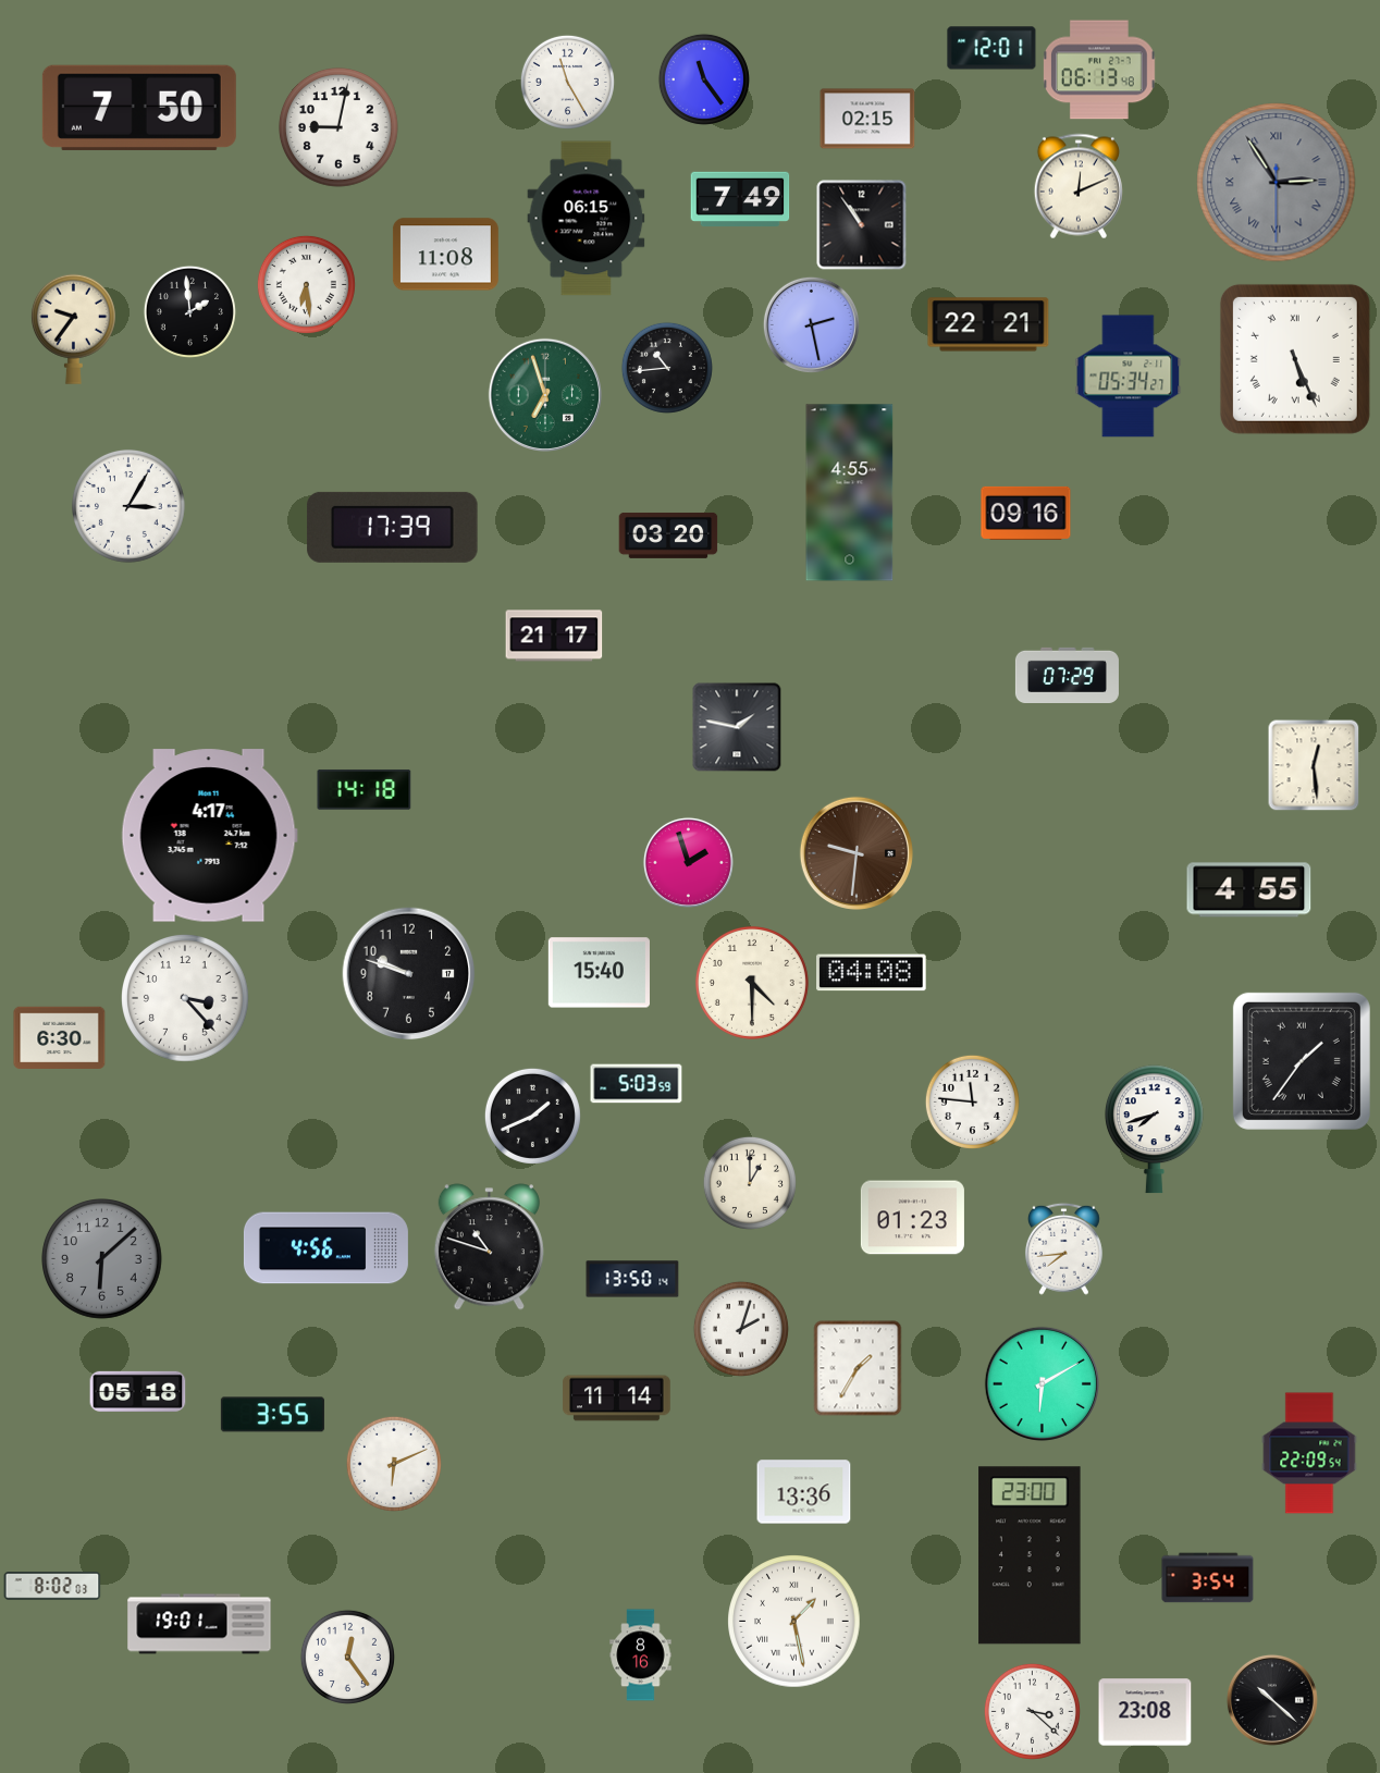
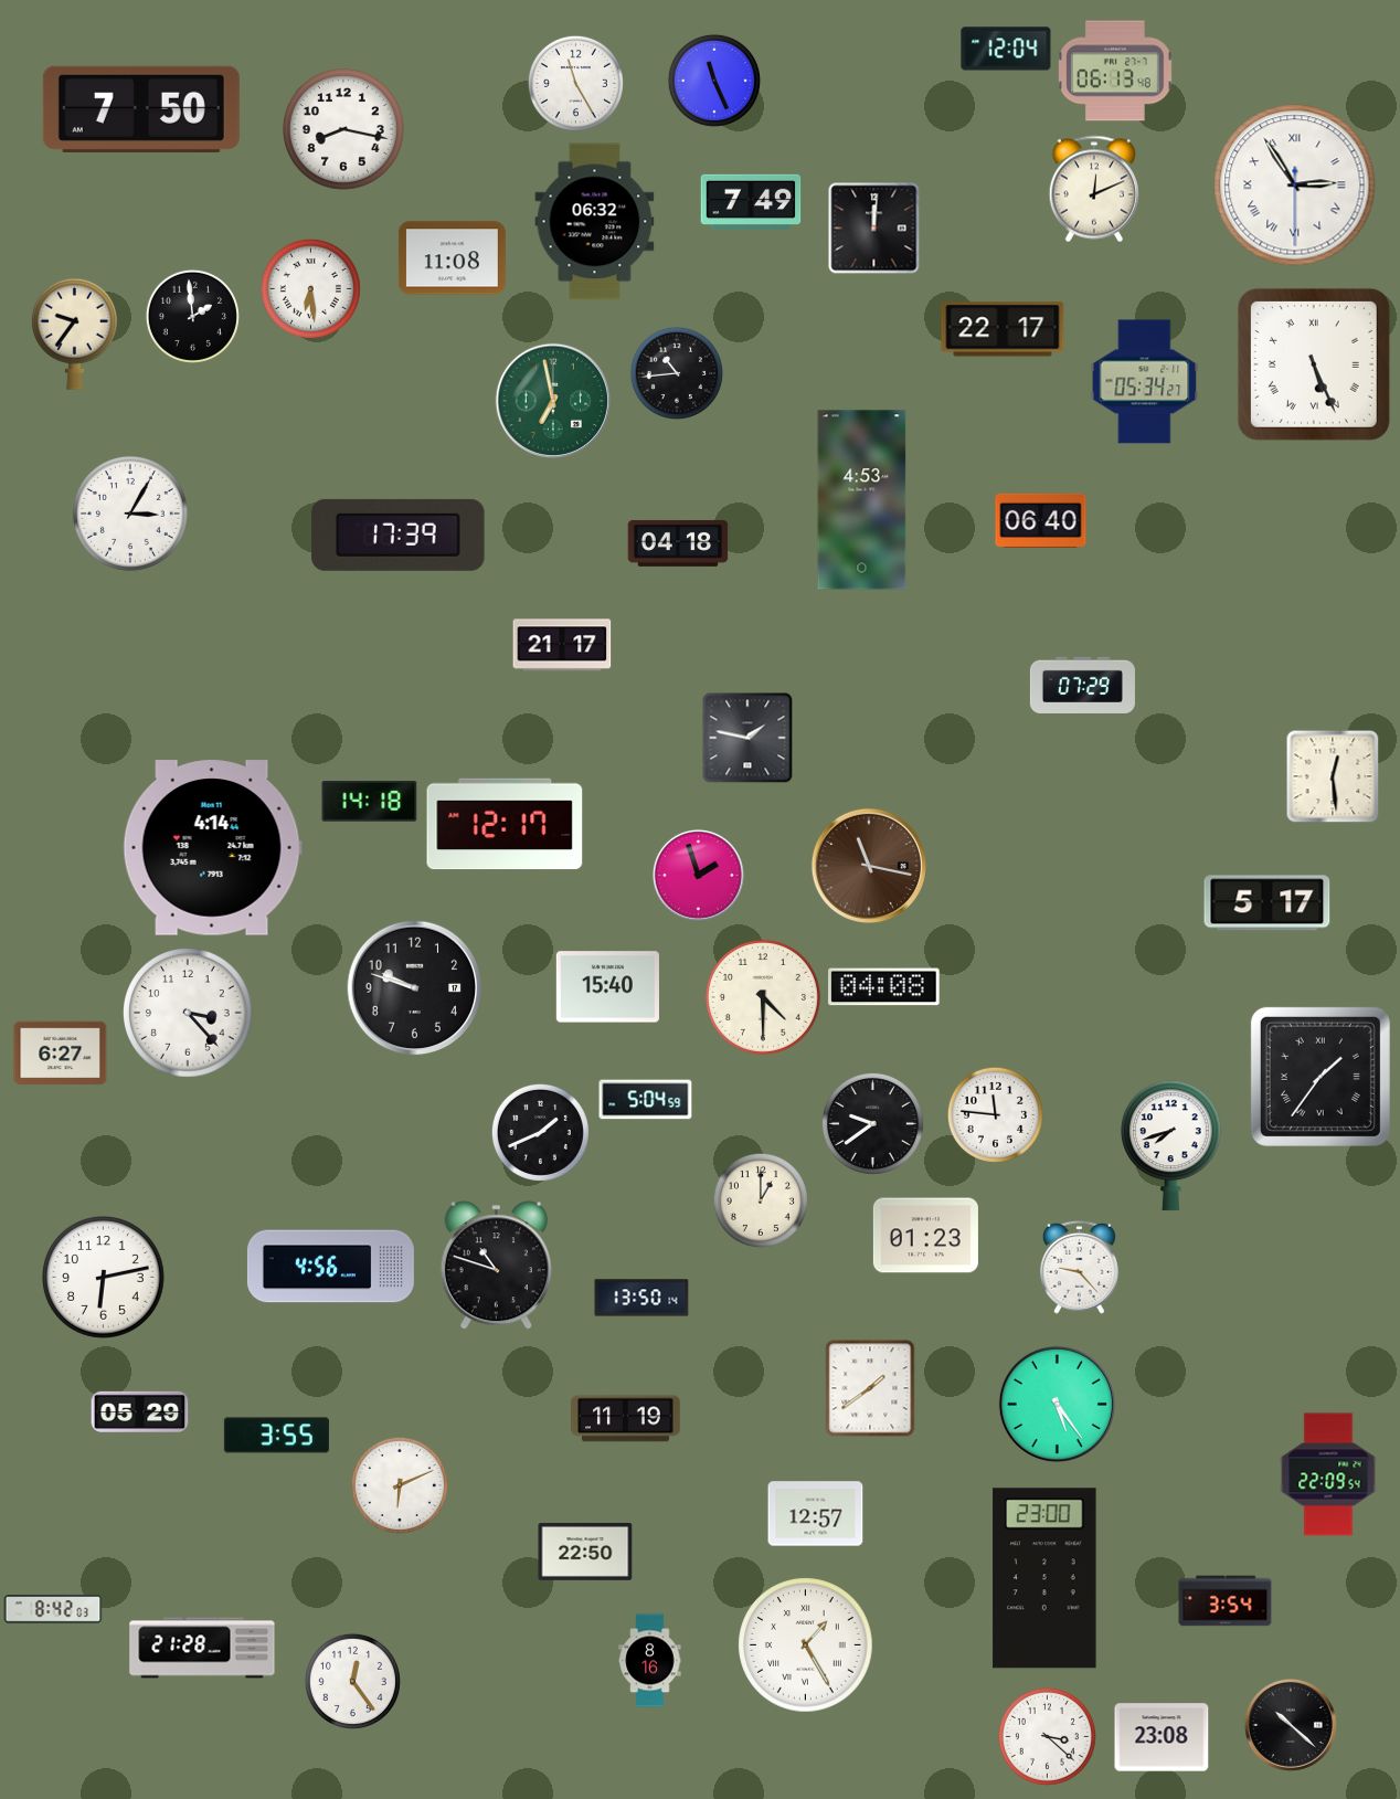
clock at (991, 48): 12:01 -> 12:04
clock at (704, 79): 11:24 -> 11:26
clock at (867, 119): 02:15 -> none
clock at (340, 128): 9:02 -> 8:17
clock at (1277, 183) dial: grey -> white
clock at (587, 219): 06:15 -> 06:32
clock at (862, 225): 10:54 -> 12:01
clock at (811, 324): 2:28 -> none
clock at (988, 324): 22:21 -> 22:17
clock at (545, 395): 6:57 -> 6:58
clock at (850, 493): 4:55 -> 4:53
clock at (1026, 513): 09:16 -> 06:40
clock at (668, 535): 03:20 -> 04:18
clock at (505, 824): none -> 12:17
clock at (209, 836): 4:17 -> 4:14
clock at (857, 853): 9:31 -> 11:17
clock at (1249, 890): 4:55 -> 5:17
clock at (60, 1037): 6:30 -> 6:27
clock at (637, 1084): 5:03 -> 5:04
clock at (972, 1101) position: (972, 1101) -> (995, 1114)
clock at (872, 1123): none -> 9:39
clock at (1063, 1248): 7:44 -> 9:23
clock at (102, 1259): 6:08 -> 6:13
clock at (102, 1259) dial: grey -> white
clock at (741, 1329): 2:03 -> none
clock at (858, 1368): 1:35 -> 1:39
clock at (1042, 1383): 6:10 -> 5:24
clock at (138, 1391): 05:18 -> 05:29
clock at (617, 1399): 11:14 -> 11:19
clock at (804, 1492): 13:36 -> 12:57
clock at (585, 1552): none -> 22:50
clock at (52, 1586): 8:02 -> 8:42
clock at (794, 1622): 1:28 -> 1:25
clock at (199, 1624): 19:01 -> 21:28
clock at (641, 1655) position: (641, 1655) -> (650, 1661)
